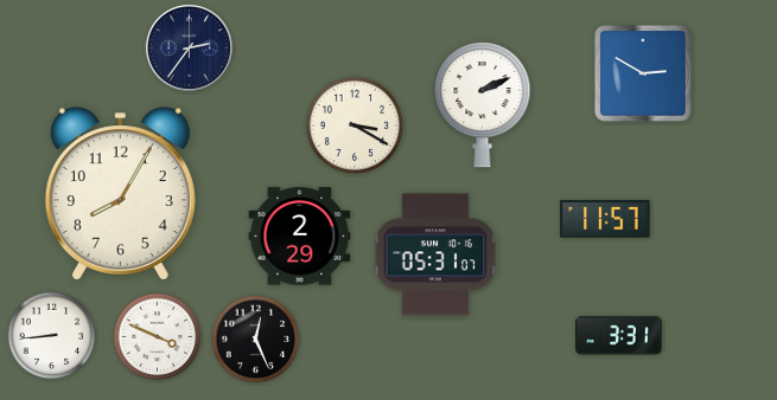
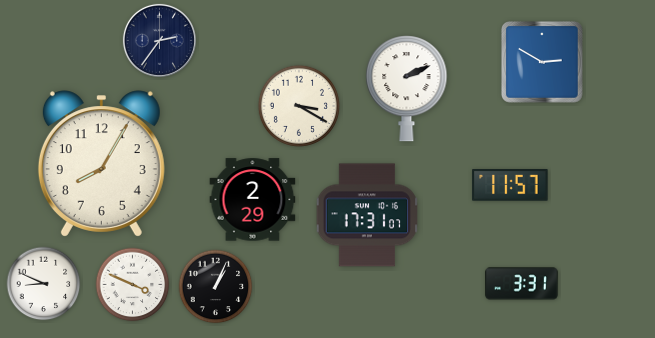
clock at (435, 254): 05:31 -> 17:31
clock at (52, 336): 8:44 -> 8:49
clock at (256, 340): 12:26 -> 1:04
